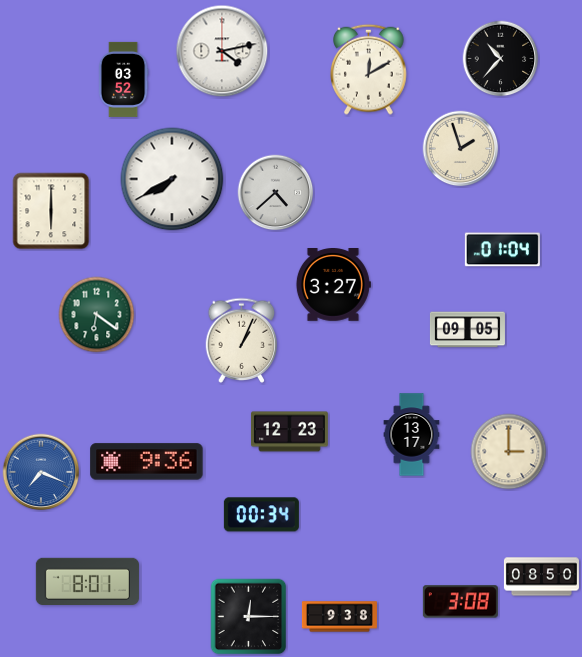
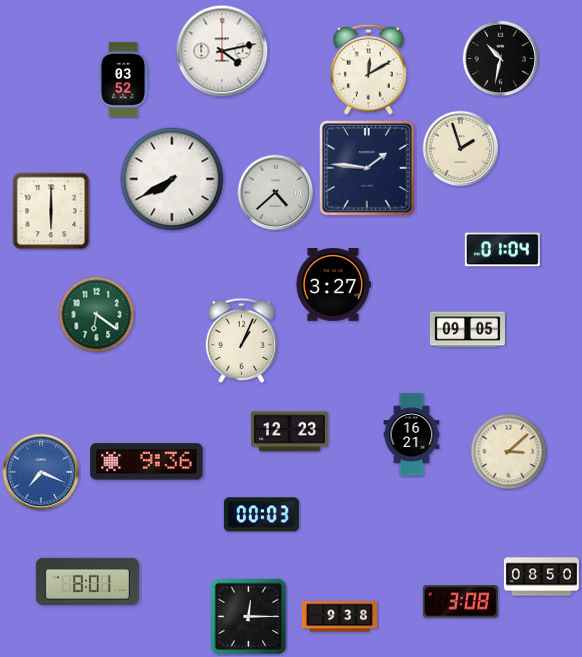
clock at (501, 59): 10:37 -> 10:32
clock at (368, 169): none -> 1:46
clock at (412, 435): 13:17 -> 16:21
clock at (509, 452): 3:00 -> 3:08
clock at (261, 515): 00:34 -> 00:03
